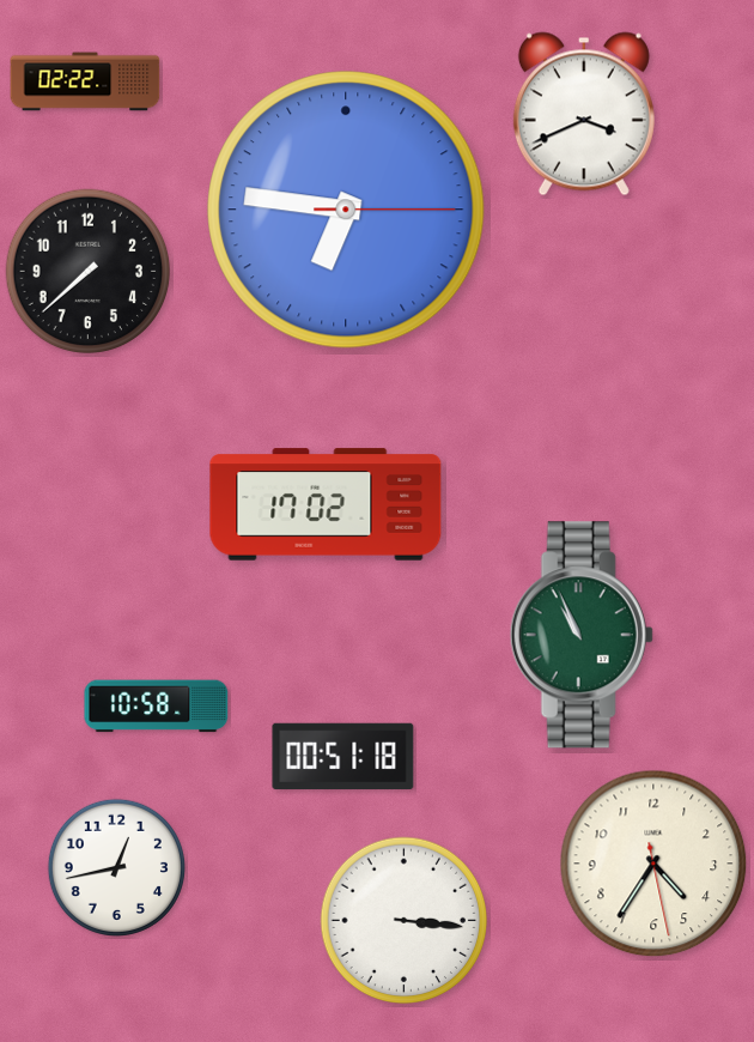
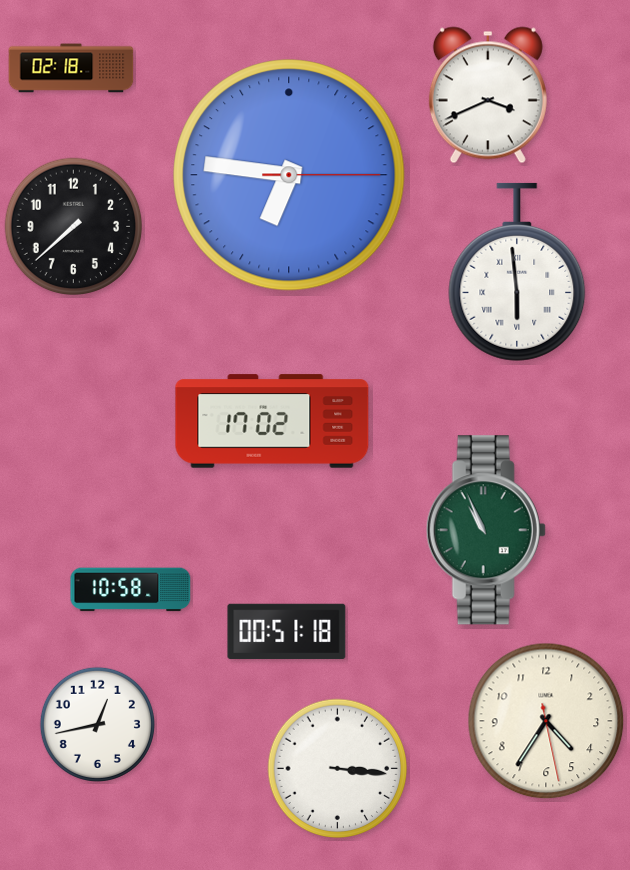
clock at (85, 81): 02:22 -> 02:18
clock at (517, 272): none -> 5:59
